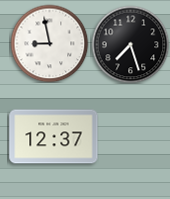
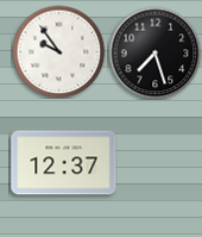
clock at (49, 43): 8:58 -> 9:54
